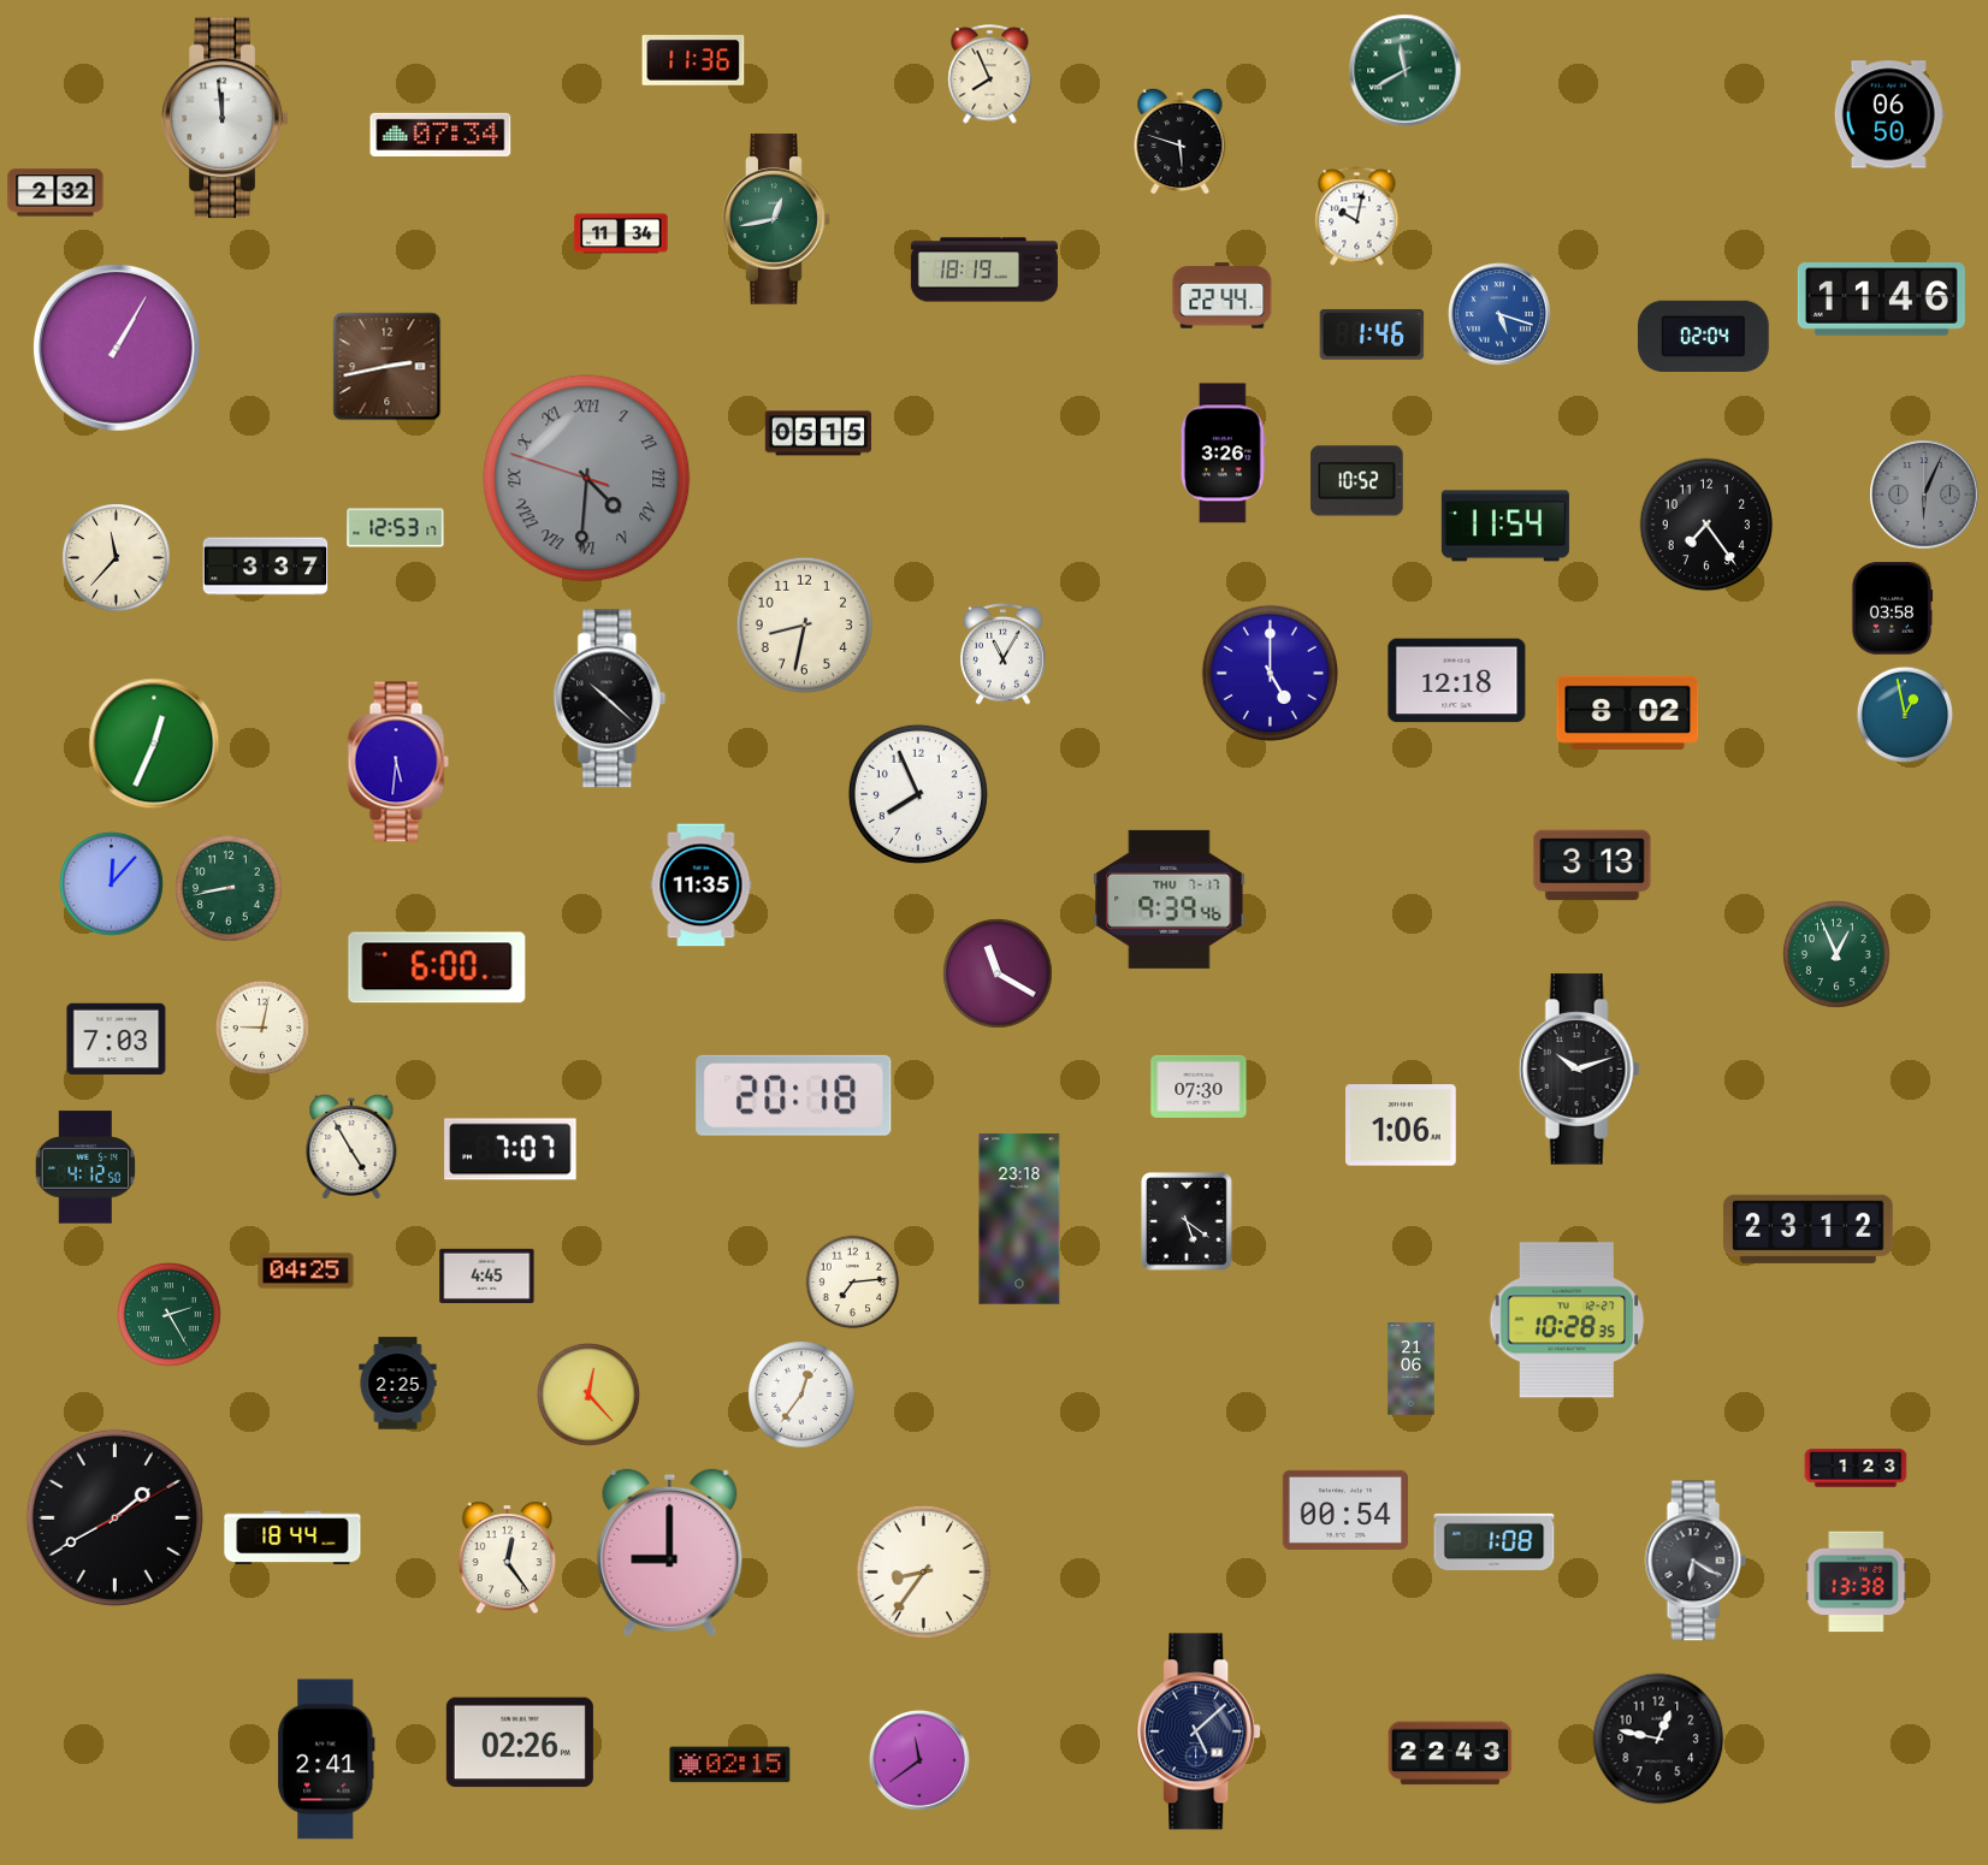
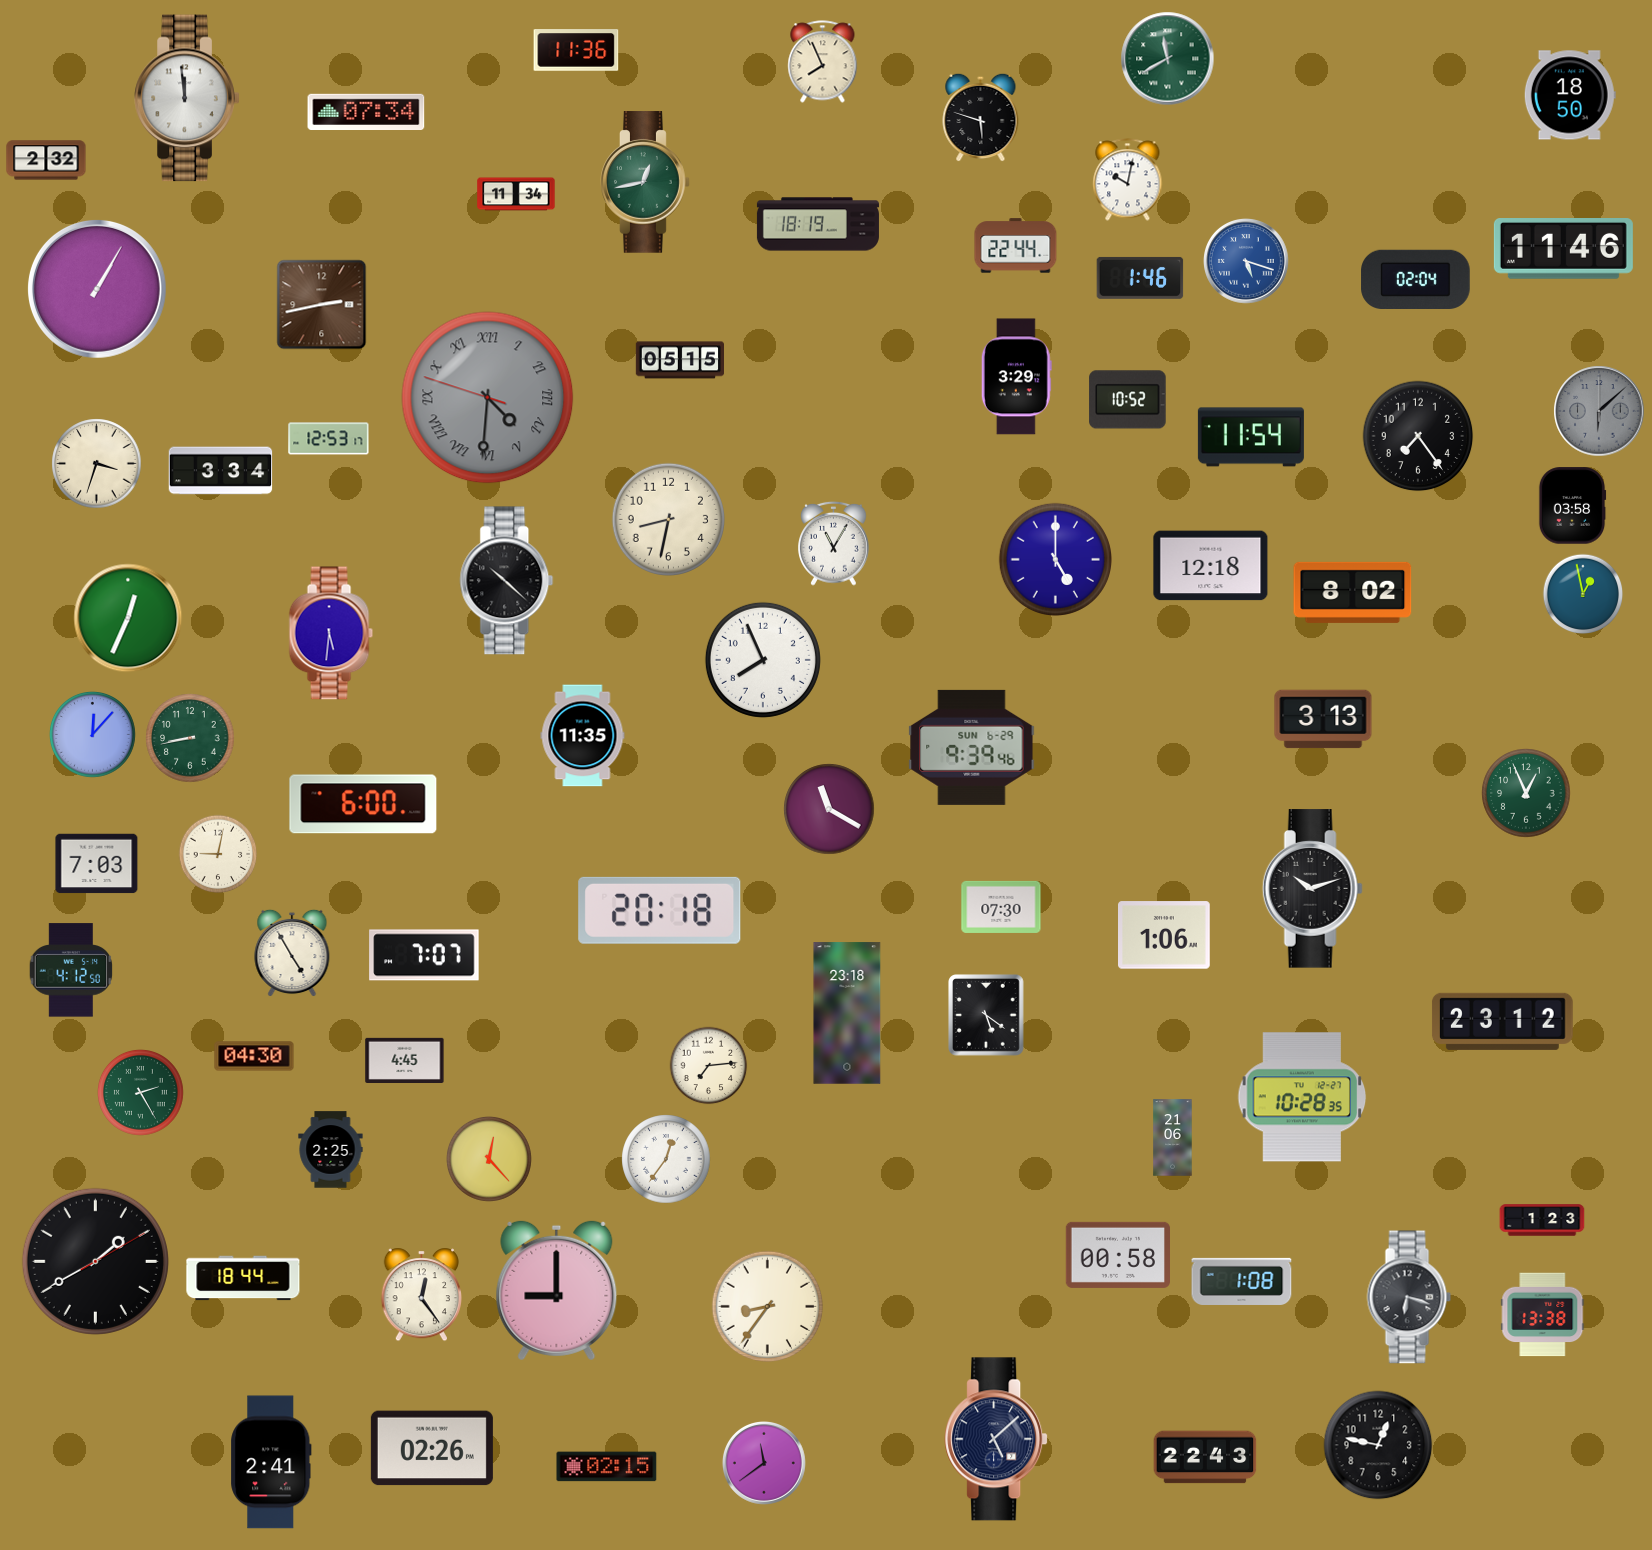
clock at (1889, 114): 06:50 -> 18:50
clock at (1223, 454): 3:26 -> 3:29
clock at (1924, 495): 6:04 -> 6:08
clock at (117, 558): 11:37 -> 3:33
clock at (266, 567): 3:37 -> 3:34
clock at (1170, 899) date: THU 7-17 -> SUN 6-29
clock at (1199, 1087) position: (1199, 1087) -> (1001, 907)
clock at (306, 1271): 04:25 -> 04:30
clock at (1344, 1510): 00:54 -> 00:58
clock at (1696, 1561): 6:20 -> 6:18
